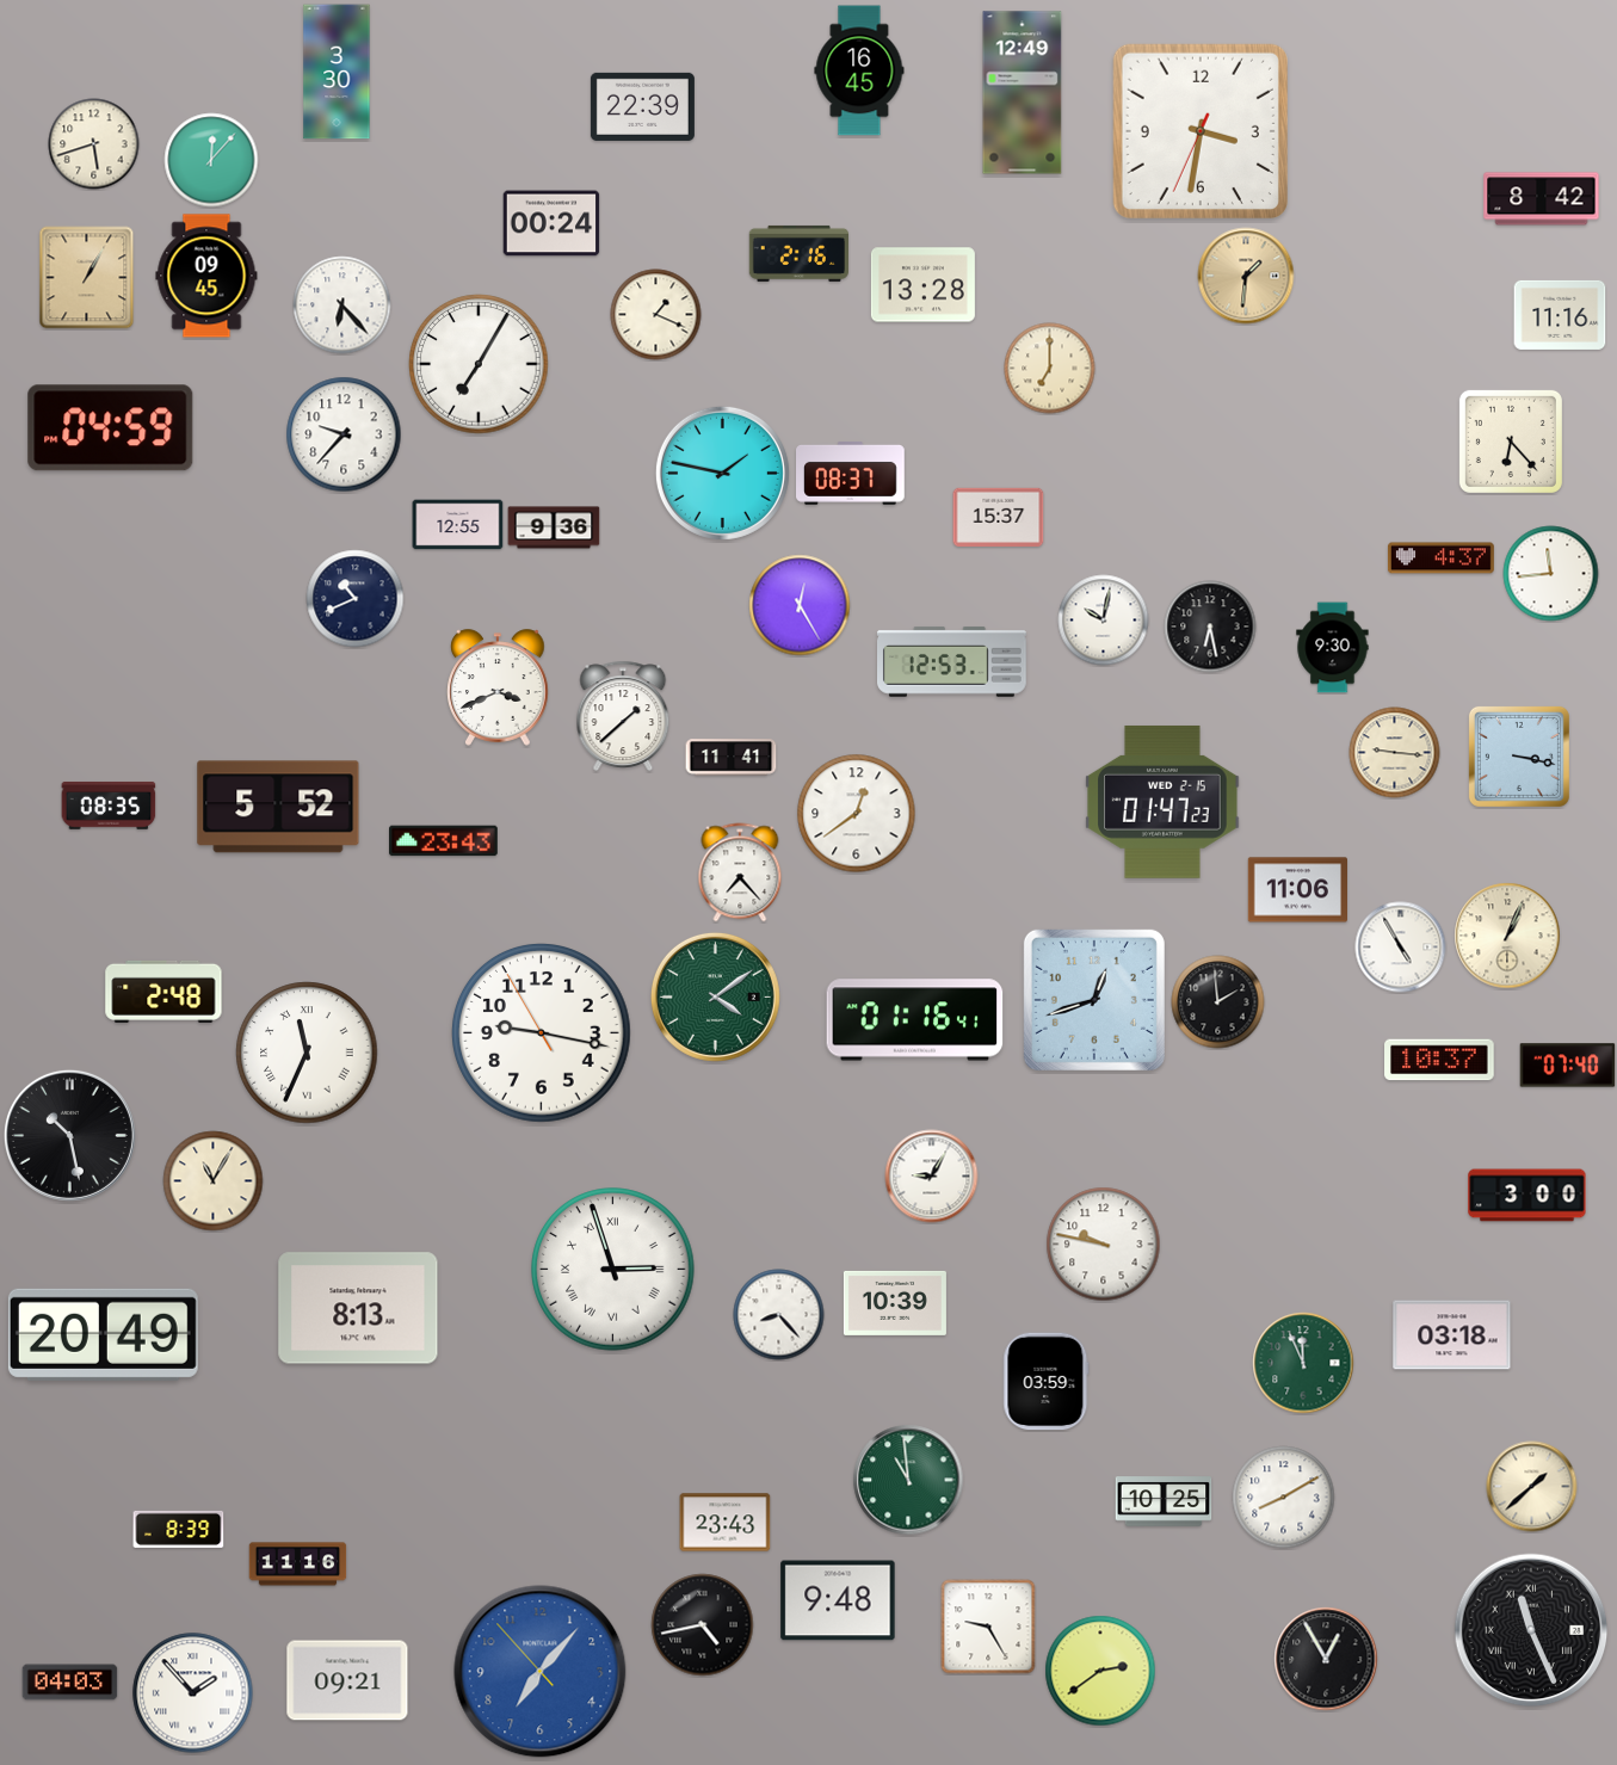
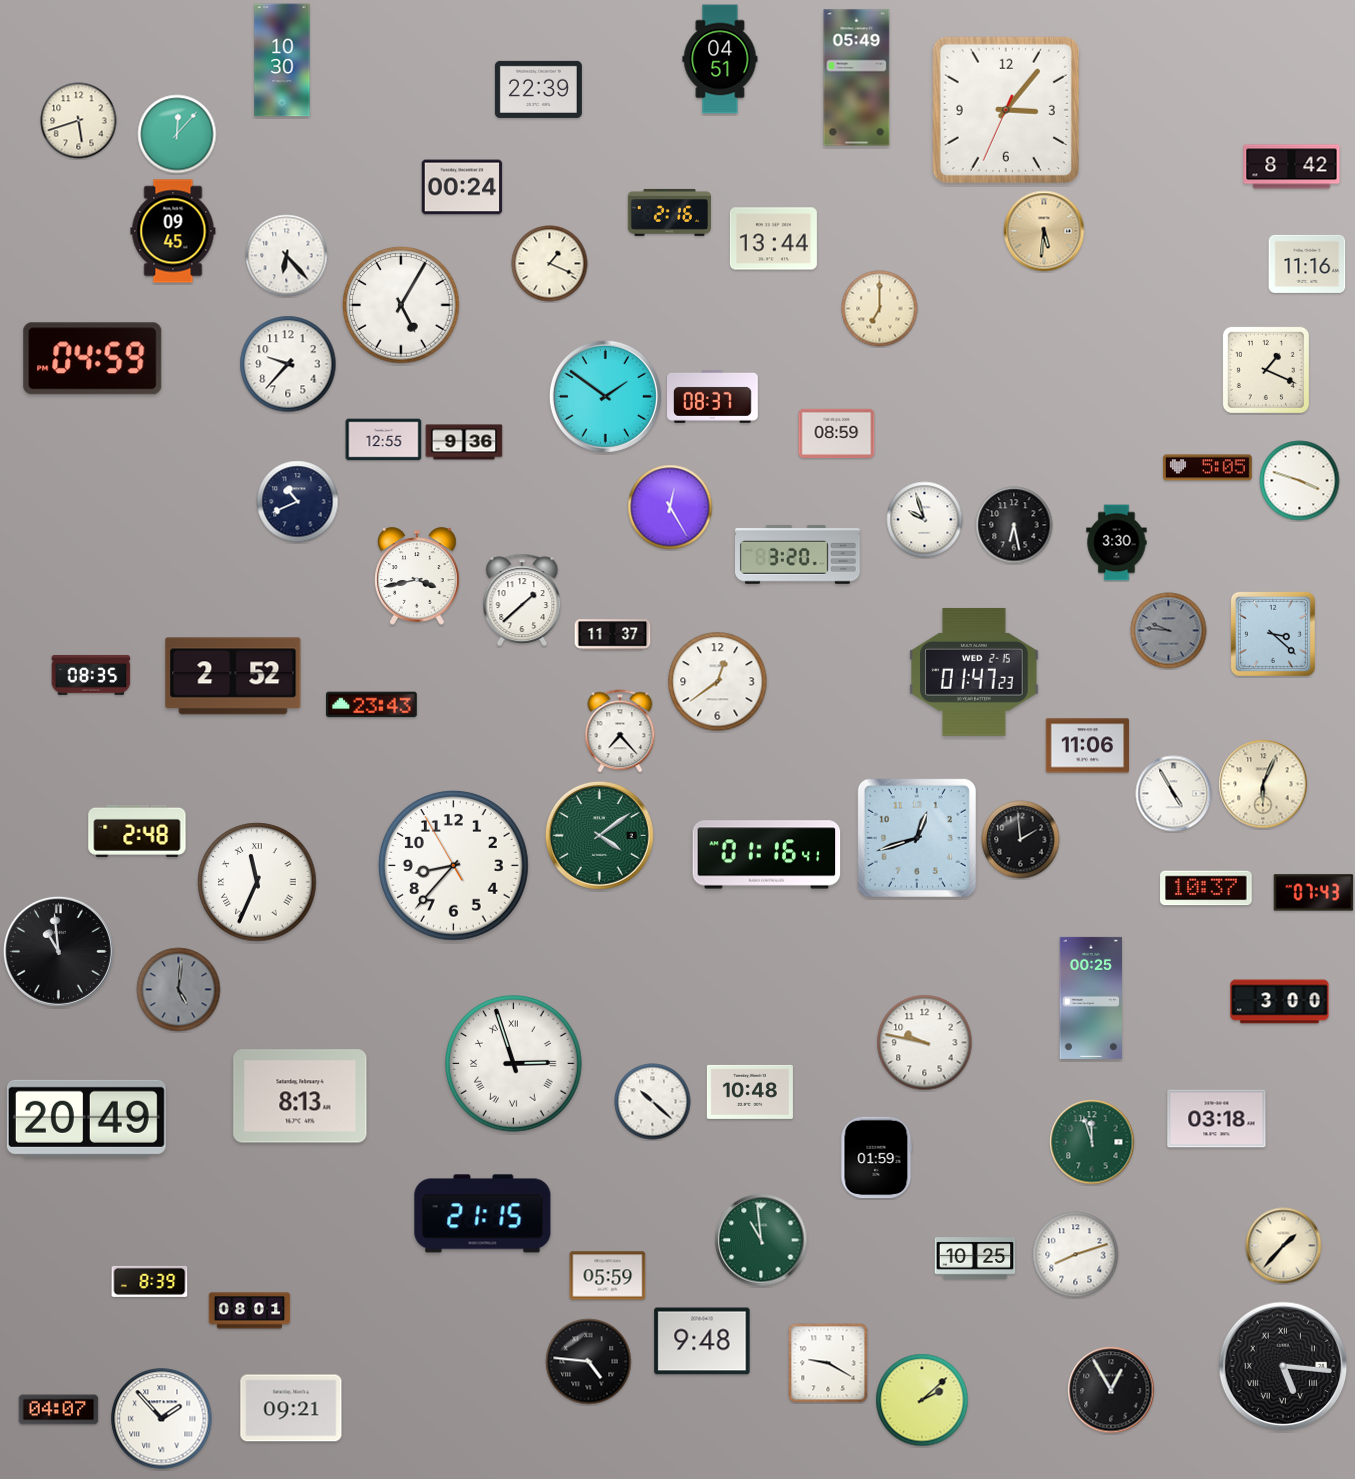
clock at (859, 70): 16:45 -> 04:51
clock at (337, 72): 3:30 -> 10:30
clock at (1023, 93): 12:49 -> 05:49
clock at (1201, 131): 3:31 -> 3:06
clock at (1246, 276): 1:31 -> 5:31
clock at (87, 278): 1:05 -> none
clock at (922, 285): 13:28 -> 13:44
clock at (479, 364): 7:05 -> 5:05
clock at (1511, 442): 6:23 -> 1:19
clock at (722, 473): 1:47 -> 1:51
clock at (999, 517): 15:37 -> 08:59
clock at (1440, 558): 4:37 -> 5:05
clock at (1551, 574): 11:44 -> 3:48
clock at (1104, 621): 10:02 -> 9:57
clock at (1333, 648): 9:30 -> 3:30
clock at (952, 662): 12:53 -> 3:20
clock at (498, 687): 3:41 -> 3:43
clock at (1395, 753): 9:16 -> 9:46
clock at (1395, 753) dial: cream -> grey
clock at (1519, 757): 3:17 -> 3:22
clock at (732, 758): 11:41 -> 11:37
clock at (278, 807): 5:52 -> 2:52
clock at (1507, 936): 1:04 -> 6:04
clock at (542, 1033): 9:16 -> 8:36
clock at (1568, 1066): 07:40 -> 07:43
clock at (69, 1135): 10:28 -> 10:59
clock at (932, 1177): 9:05 -> none
clock at (214, 1181): 11:05 -> 5:01
clock at (214, 1181) dial: cream -> grey
clock at (1090, 998): none -> 00:25
clock at (895, 1303): 10:39 -> 10:48
clock at (779, 1315): 8:23 -> 10:22
clock at (1303, 1363): 11:56 -> 11:57
clock at (1047, 1382): 03:59 -> 01:59
clock at (483, 1214): none -> 21:15
clock at (1532, 1487): 1:38 -> 1:37
clock at (1284, 1498): 8:10 -> 8:12
clock at (726, 1523): 23:43 -> 05:59
clock at (298, 1565): 11:16 -> 08:01
clock at (703, 1625): 4:43 -> 4:46
clock at (988, 1627): 9:25 -> 9:20
clock at (1531, 1630): 11:26 -> 5:16
clock at (1100, 1671): 2:39 -> 2:08
clock at (541, 1672): 7:06 -> none
clock at (70, 1683): 04:03 -> 04:07
